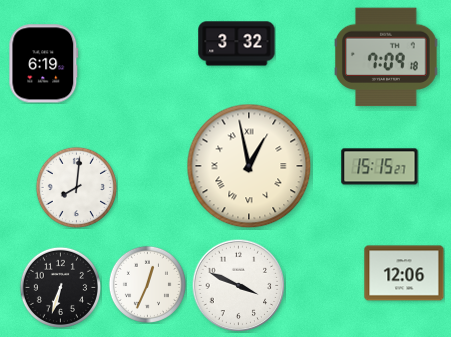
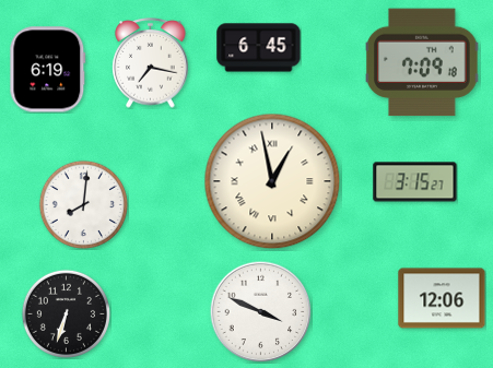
clock at (237, 44): 3:32 -> 6:45
clock at (151, 63): none -> 7:17
clock at (380, 167): 15:15 -> 3:15
clock at (147, 284): 12:34 -> none
